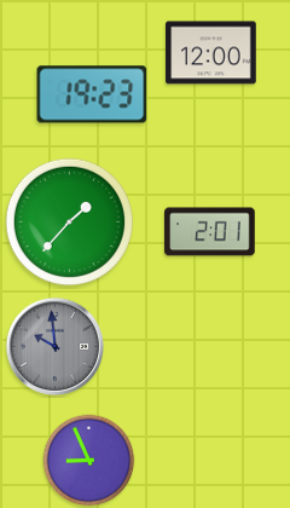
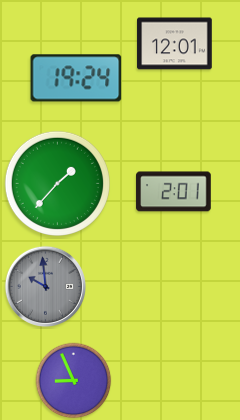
clock at (211, 53): 12:00 -> 12:01
clock at (92, 94): 19:23 -> 19:24
